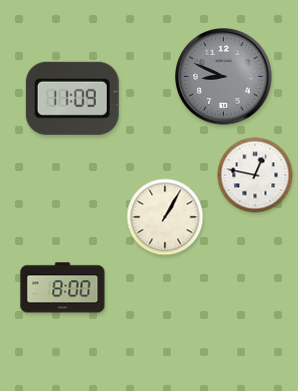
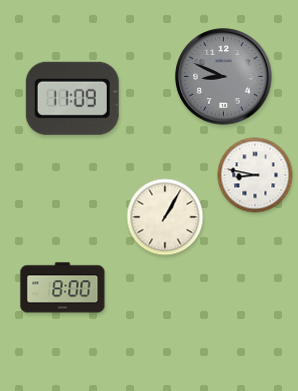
clock at (255, 175): 12:47 -> 8:47
